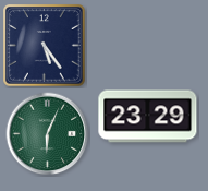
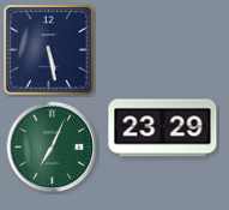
clock at (45, 46): 5:24 -> 5:28
clock at (48, 134): 6:04 -> 7:04
